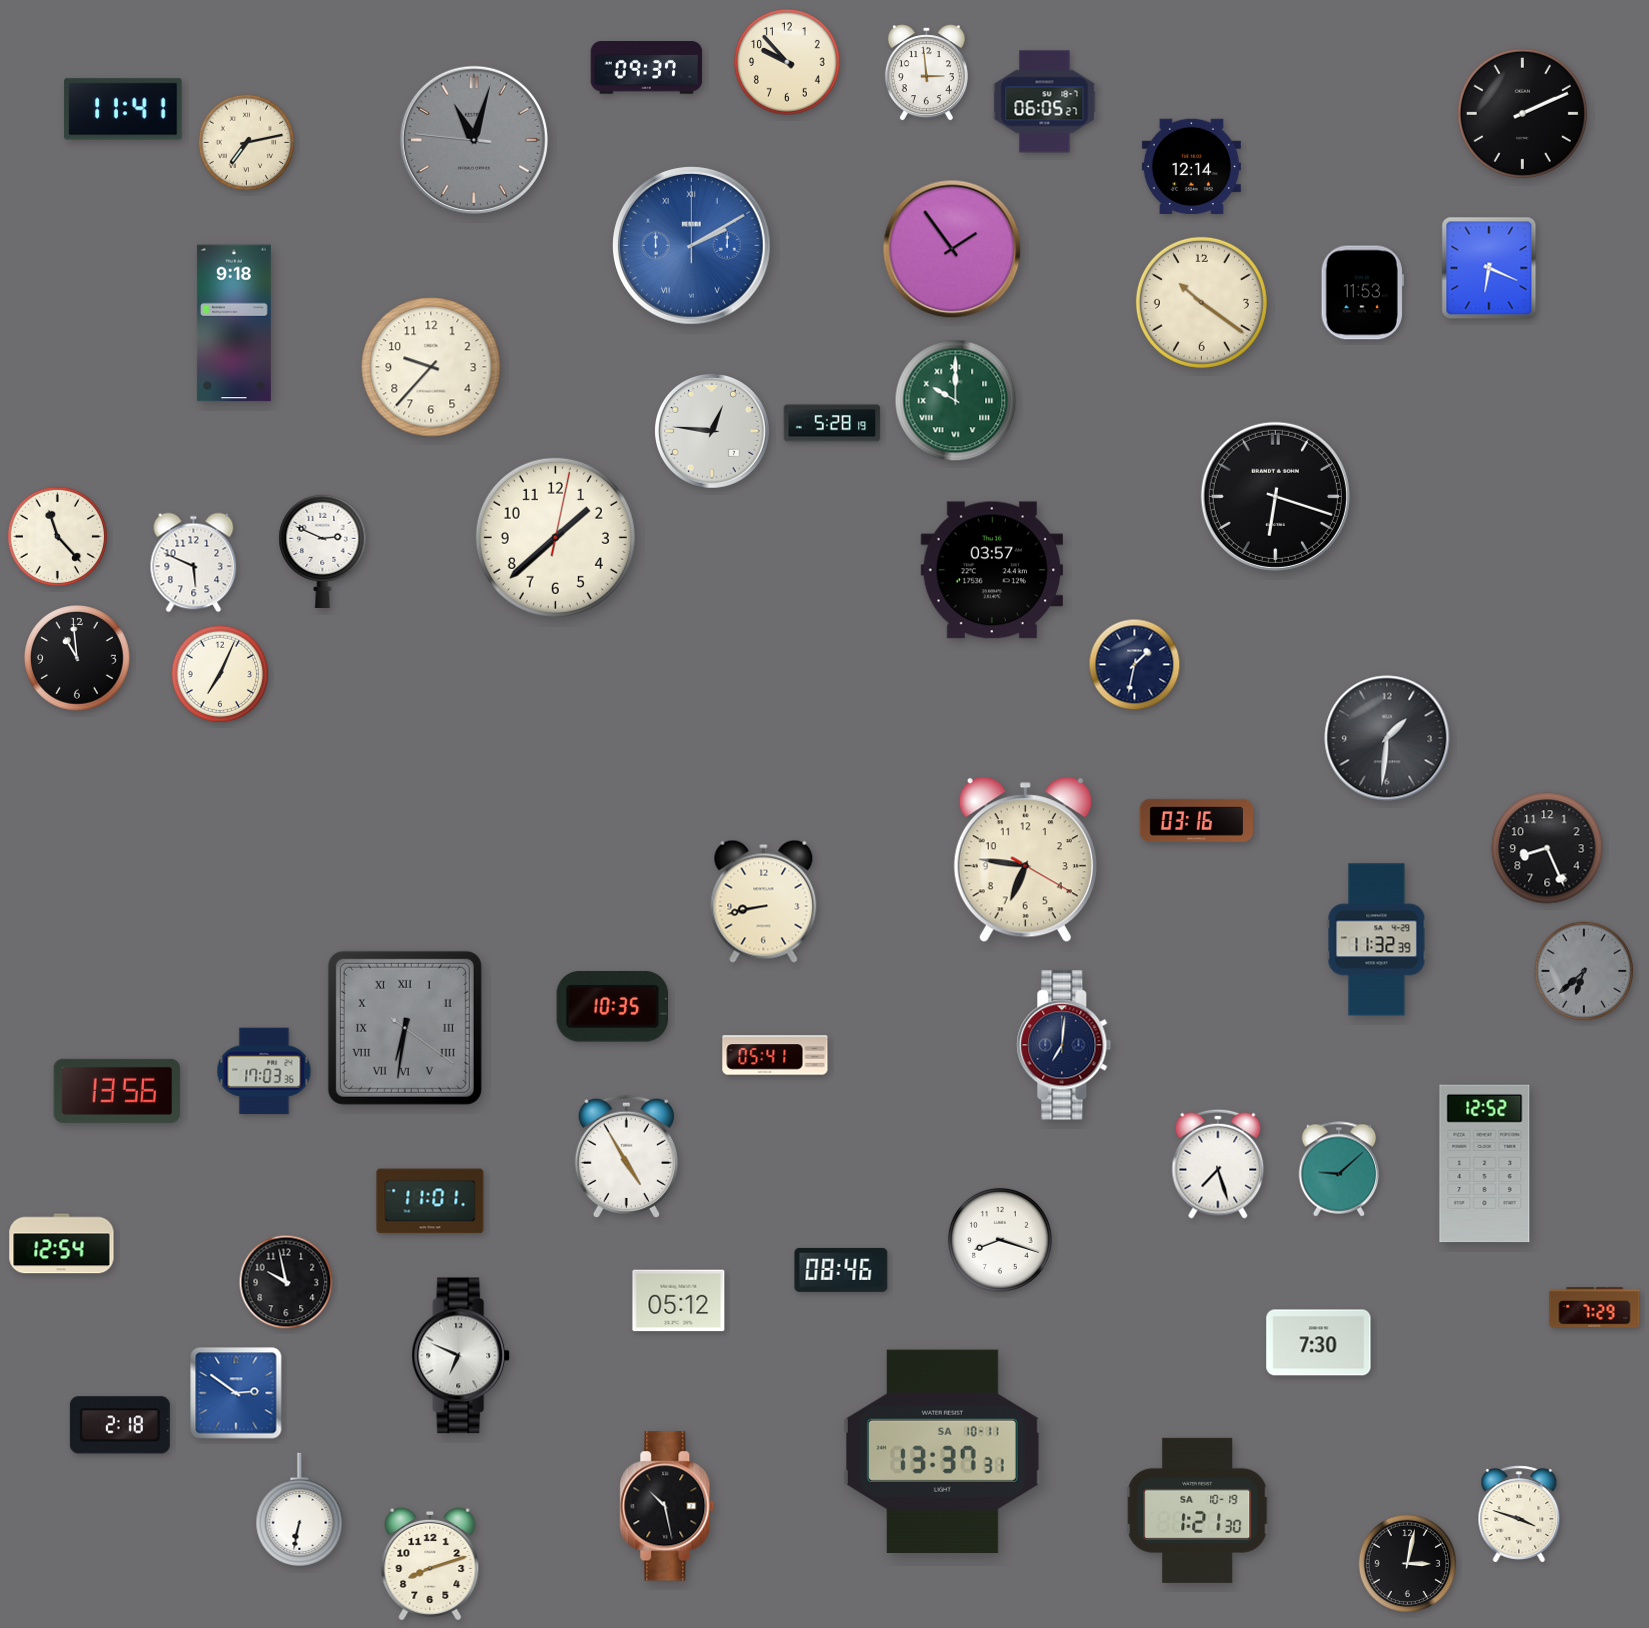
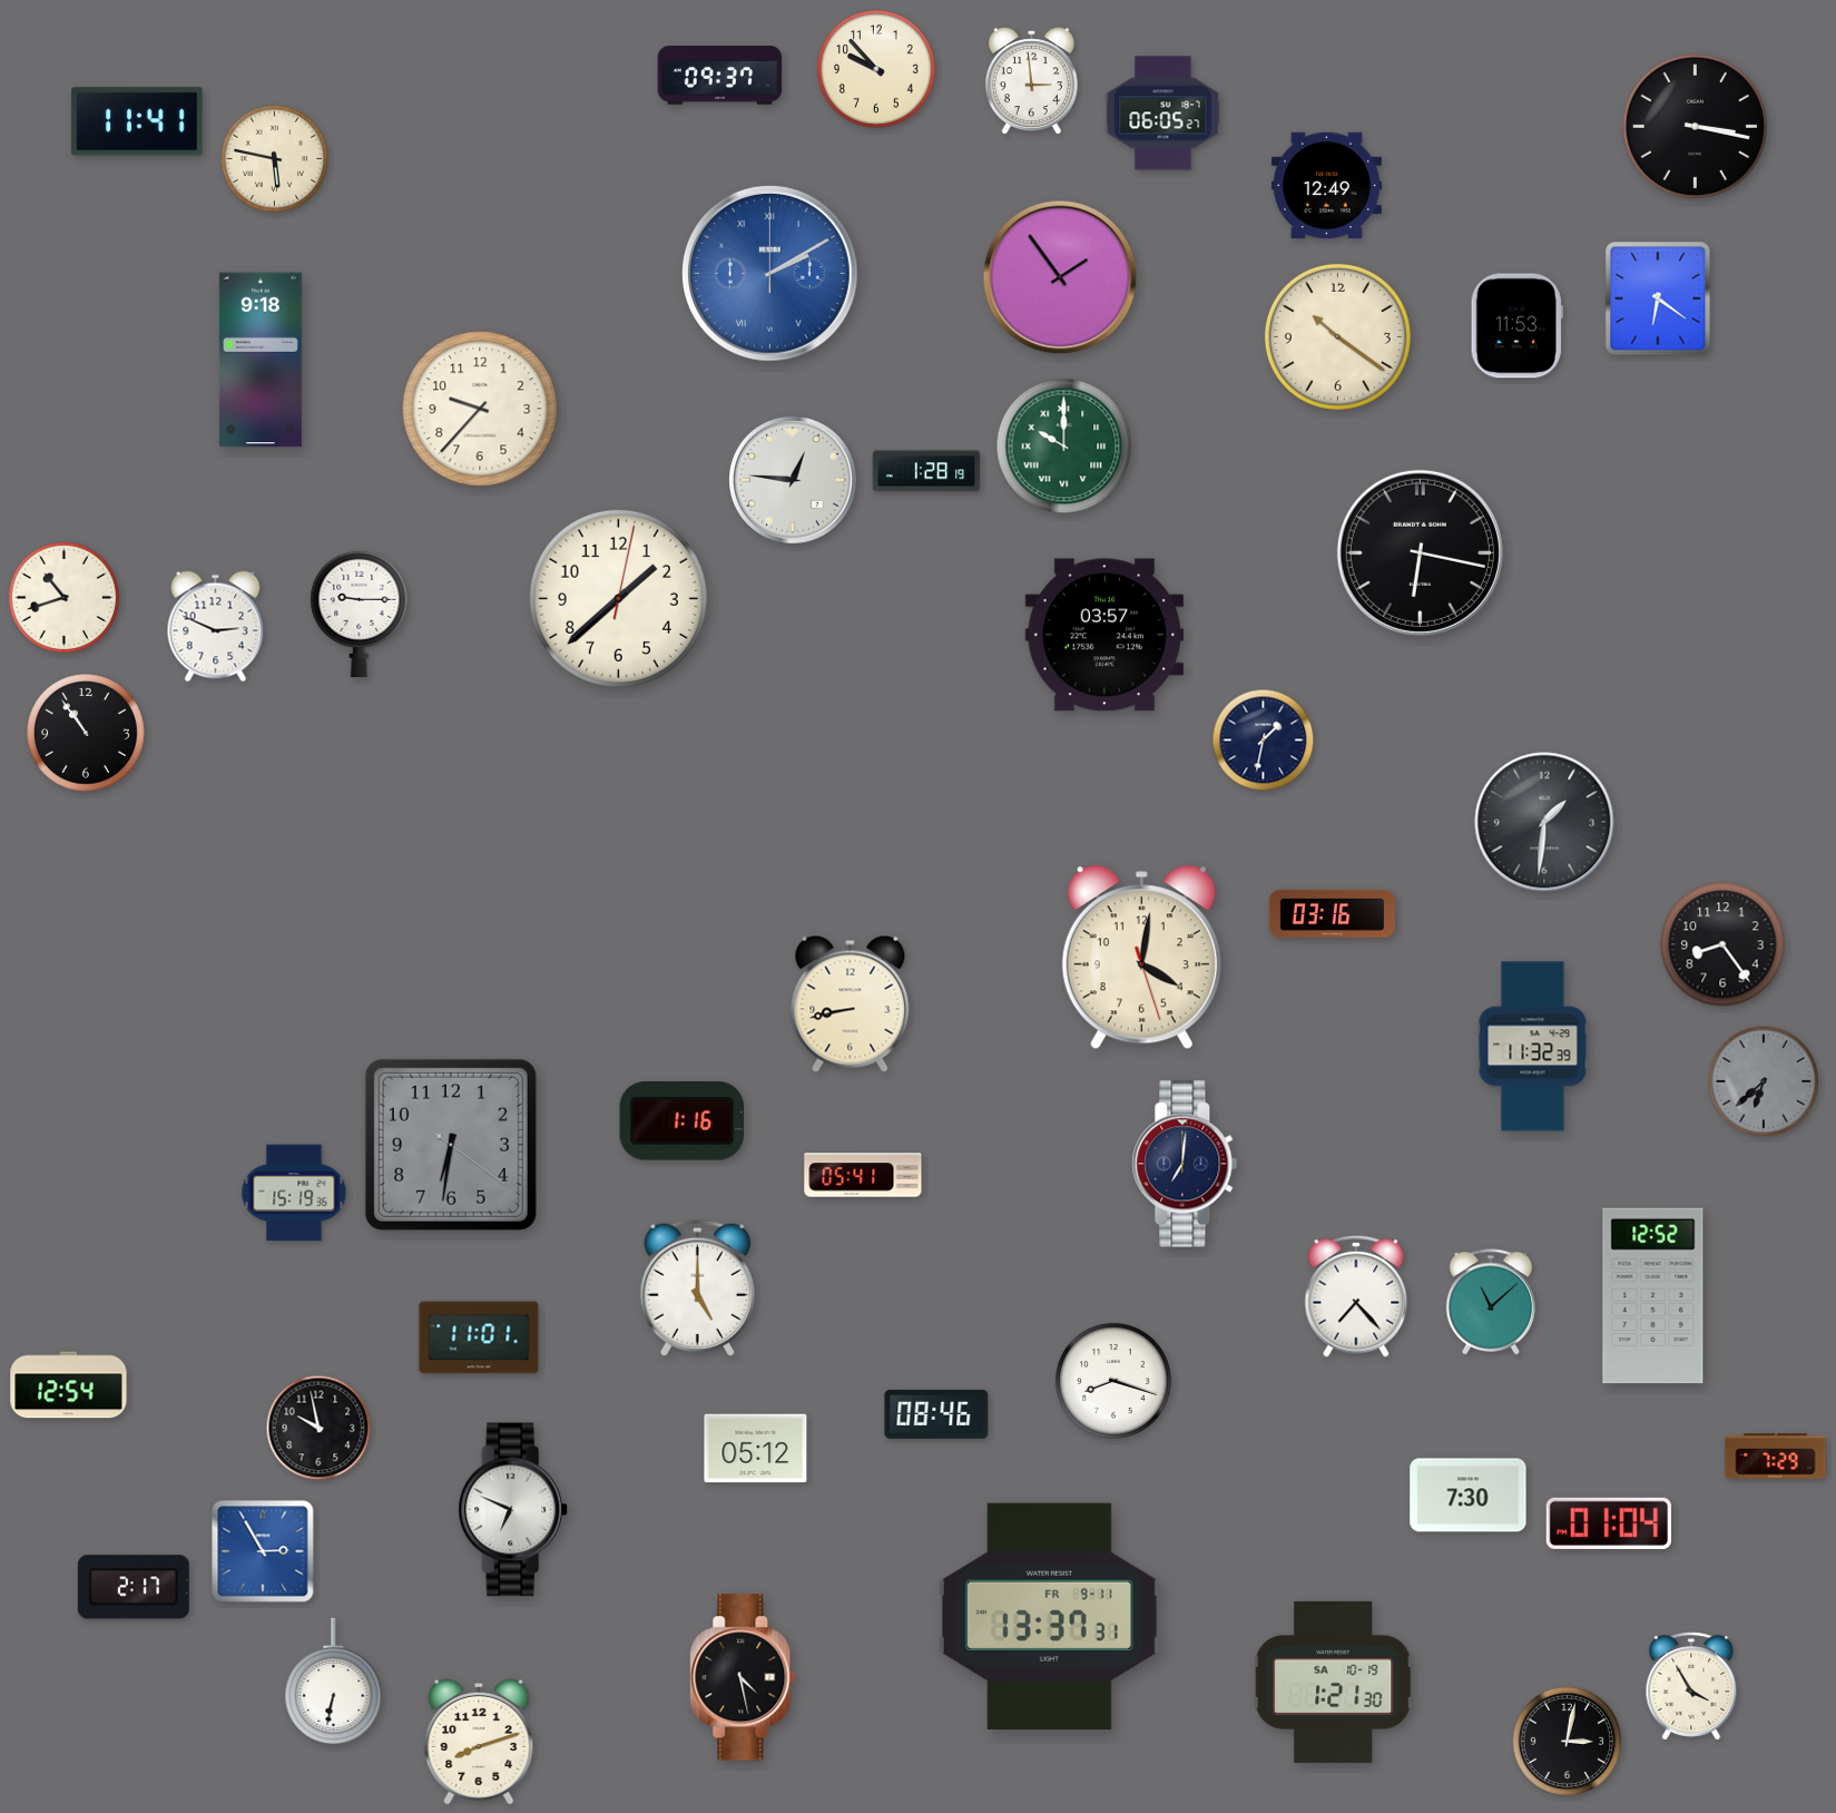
clock at (1522, 113): 2:11 -> 3:17
clock at (474, 140): 11:02 -> none
clock at (247, 143): 7:13 -> 5:47
clock at (1191, 167): 12:14 -> 12:49
clock at (1489, 268): 6:19 -> 6:21
clock at (832, 423): 5:28 -> 1:28
clock at (1275, 496): 6:18 -> 6:17
clock at (57, 536): 11:23 -> 10:42
clock at (323, 551): 2:49 -> 9:15
clock at (194, 563): 5:49 -> 2:49
clock at (78, 659): 10:59 -> 10:54
clock at (220, 674): 7:04 -> none
clock at (1547, 848): 8:26 -> 8:24
clock at (1025, 860): 6:46 -> 4:01
clock at (612, 1007): 10:35 -> 1:16
clock at (405, 1028) numerals: Roman -> Arabic
clock at (264, 1071): 17:03 -> 15:19
clock at (117, 1091): 13:56 -> none
clock at (626, 1156): 4:55 -> 5:00
clock at (1218, 1164): 7:27 -> 7:23
clock at (1339, 1169): 9:08 -> 11:08
clock at (1608, 1523): none -> 01:04
clock at (236, 1393): 2:51 -> 2:55
clock at (120, 1425): 2:18 -> 2:17
clock at (942, 1451) date: SA 10-11 -> FR 9-11
clock at (667, 1506): 10:28 -> 4:28
clock at (1519, 1514): 3:48 -> 3:55
